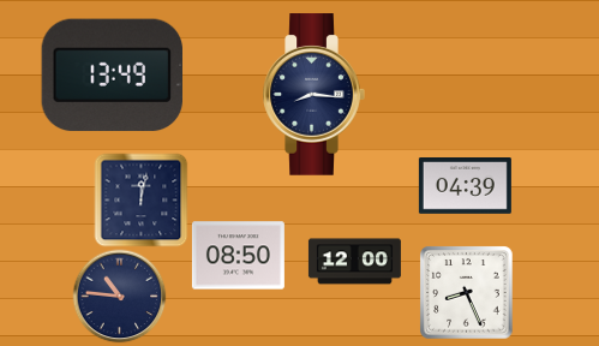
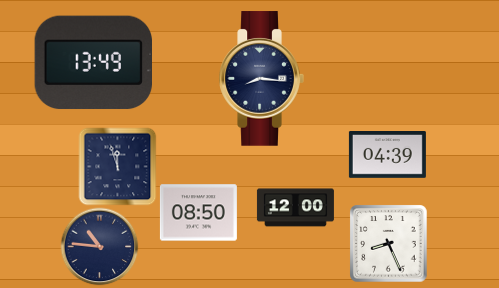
clock at (140, 199): 12:02 -> 11:57
clock at (354, 262) position: (354, 262) -> (295, 208)
